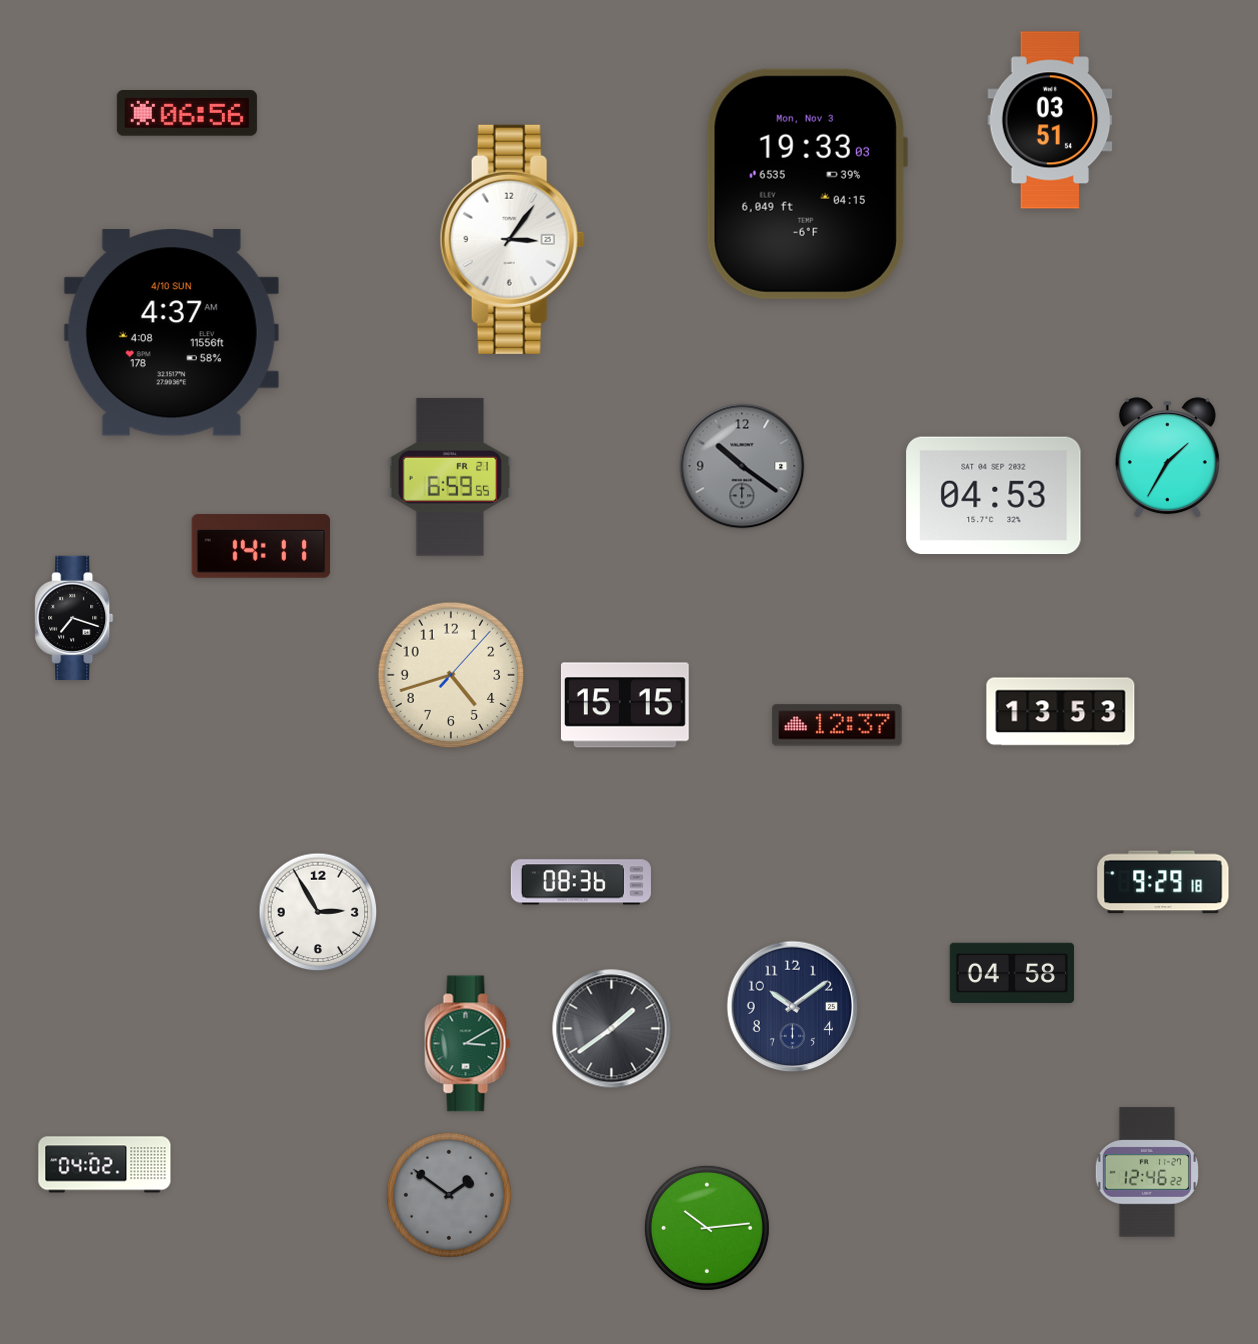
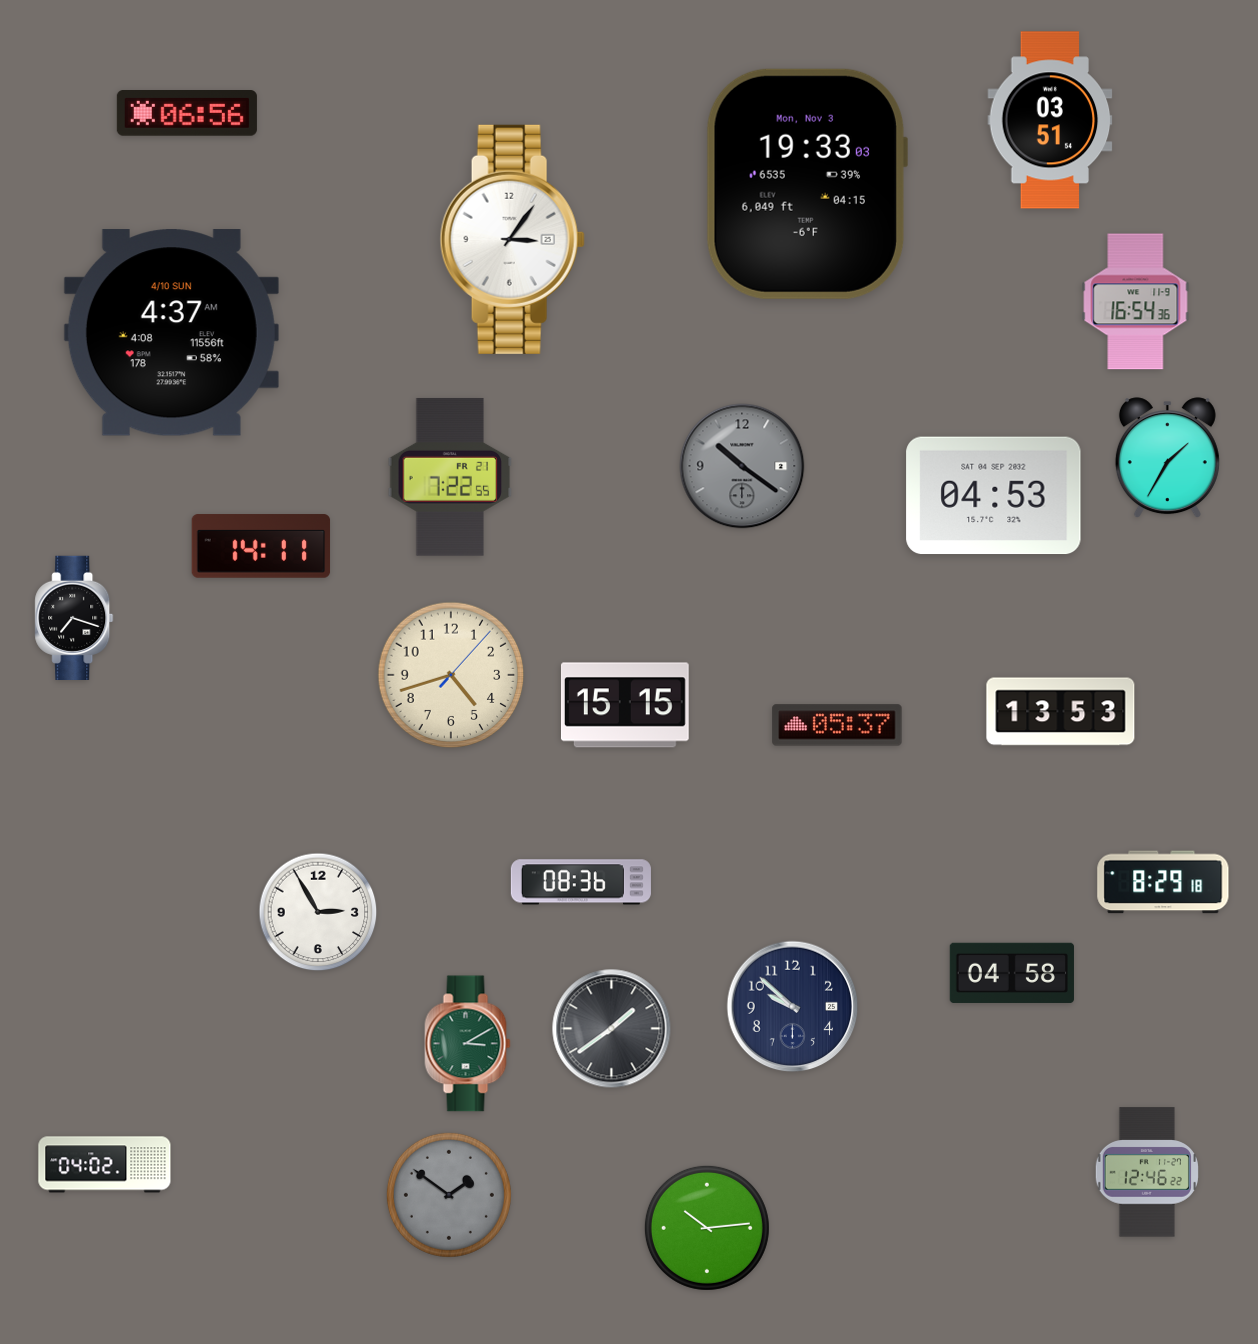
clock at (1136, 302): none -> 16:54
clock at (450, 477): 6:59 -> 7:22
clock at (837, 725): 12:37 -> 05:37
clock at (1163, 882): 9:29 -> 8:29
clock at (793, 1007): 10:09 -> 9:52
